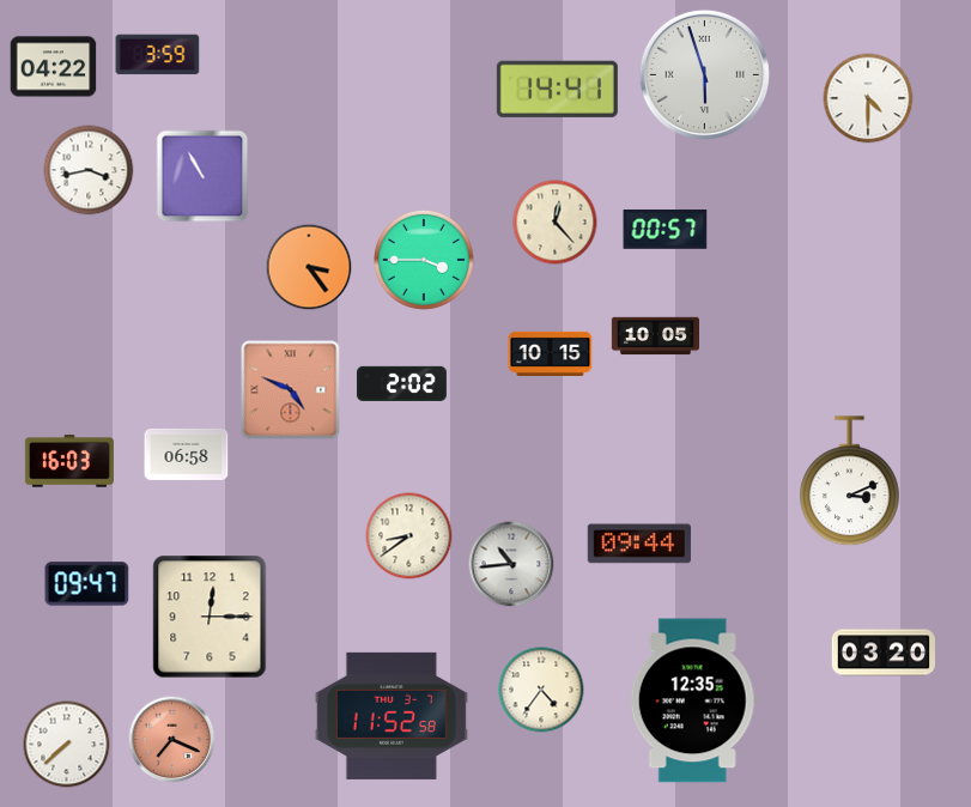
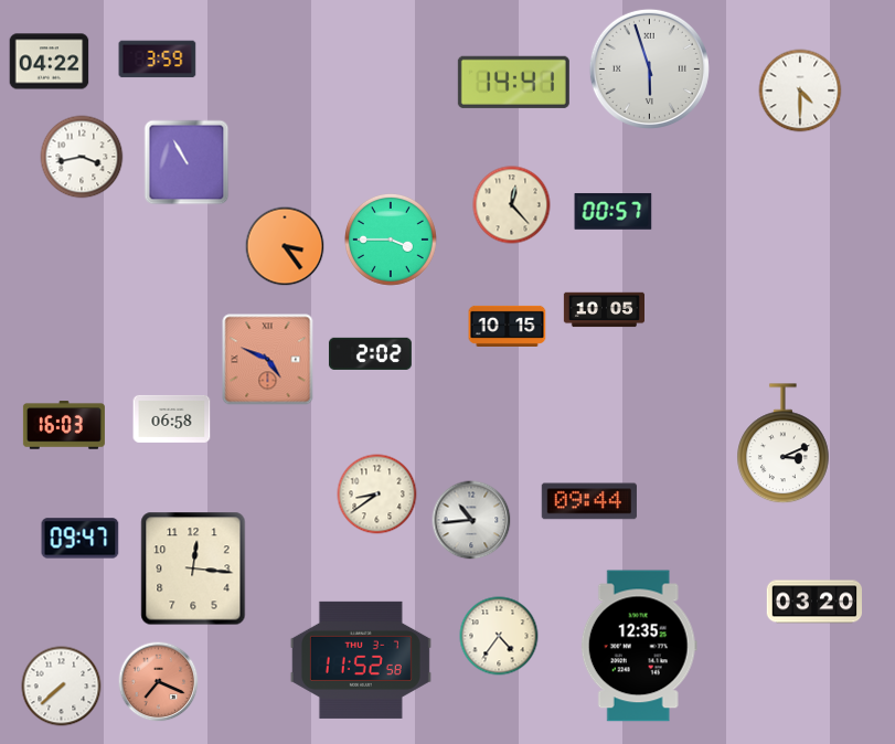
clock at (158, 55) position: (158, 55) -> (158, 60)
clock at (210, 617): 12:15 -> 12:16
